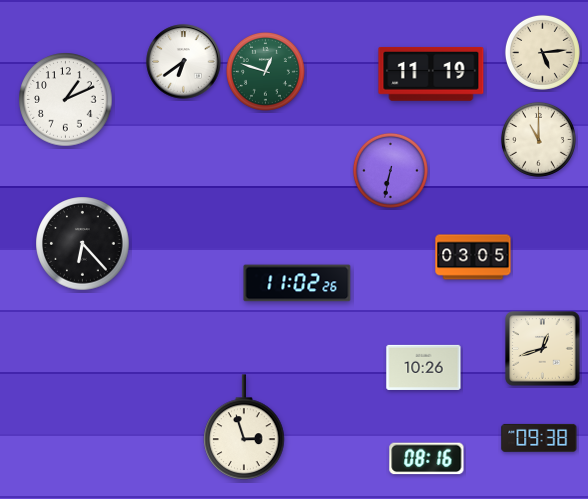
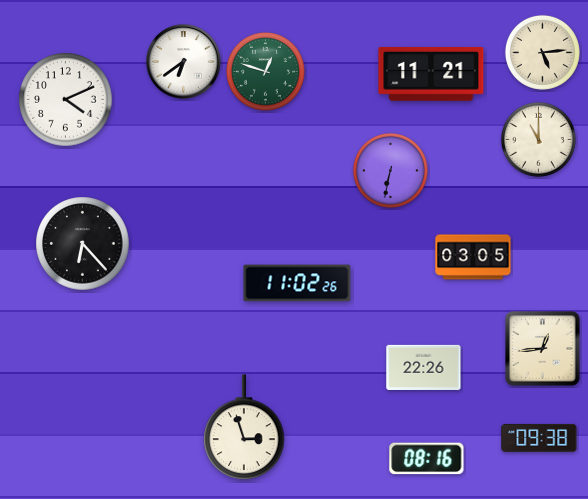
clock at (431, 74): 11:19 -> 11:21
clock at (66, 100): 1:11 -> 4:11
clock at (543, 349): 12:42 -> 12:44
clock at (424, 367): 10:26 -> 22:26
